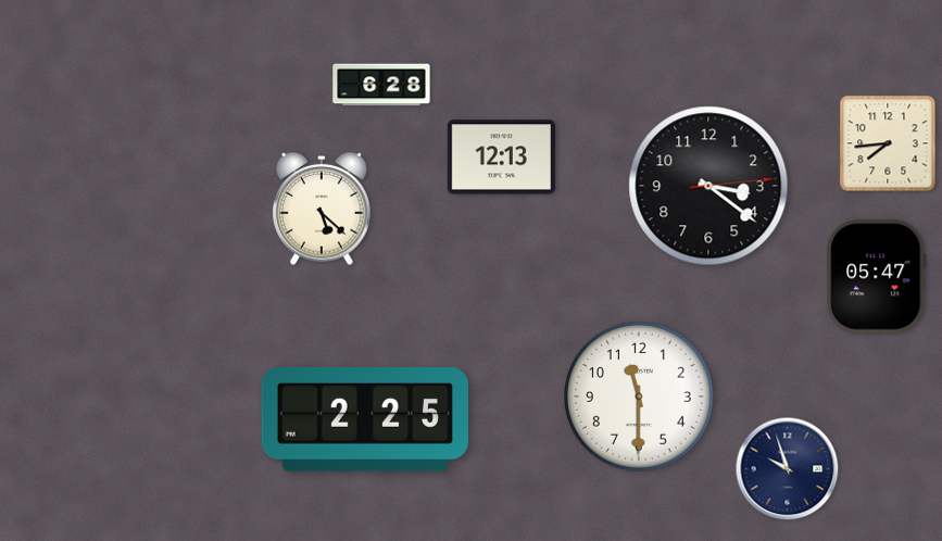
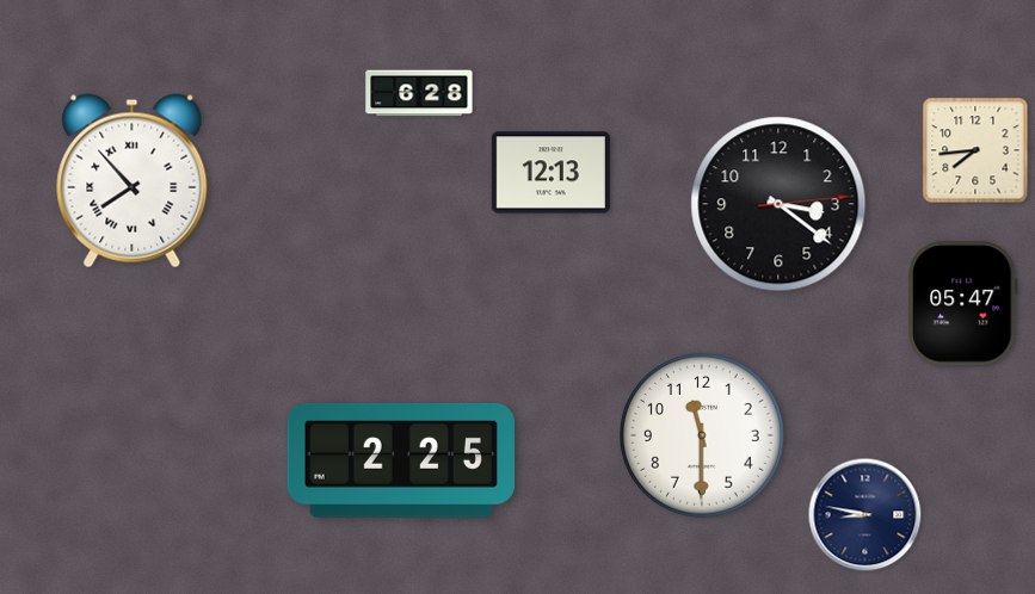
clock at (888, 143) position: (888, 143) -> (975, 150)
clock at (133, 181): none -> 7:53
clock at (323, 209): 5:22 -> none
clock at (788, 469): 9:57 -> 8:47
